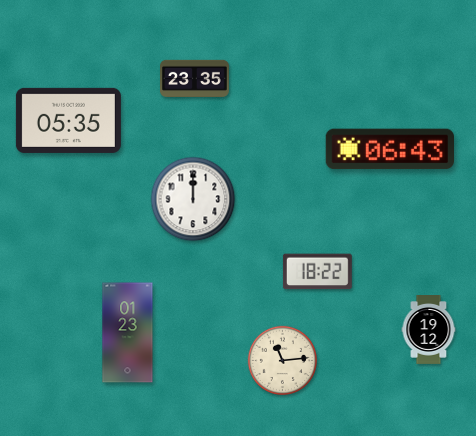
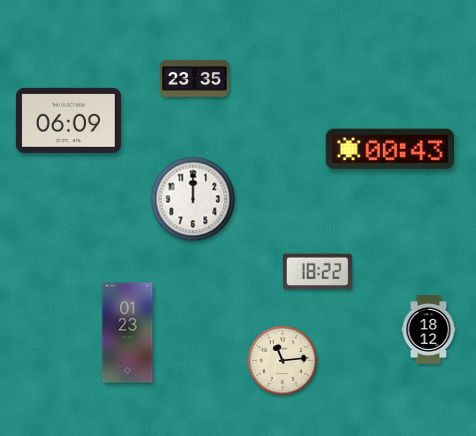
clock at (68, 120): 05:35 -> 06:09
clock at (389, 149): 06:43 -> 00:43
clock at (429, 330): 19:12 -> 18:12
